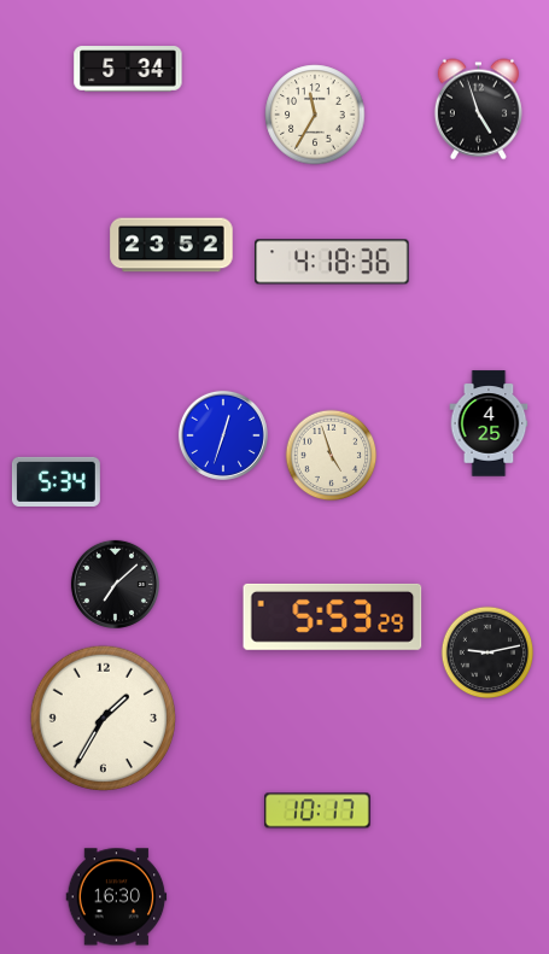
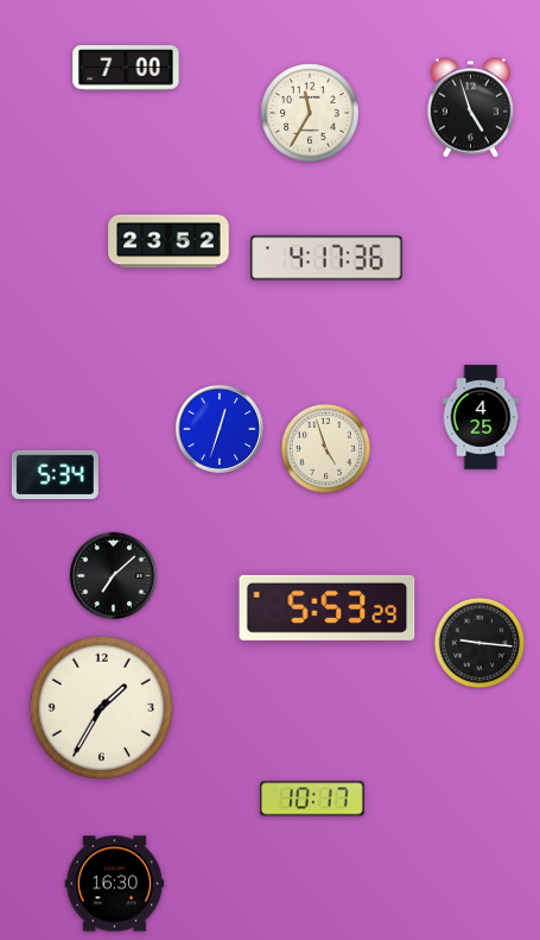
clock at (128, 69): 5:34 -> 7:00
clock at (332, 262): 4:18 -> 4:17
clock at (487, 652): 9:13 -> 9:16
